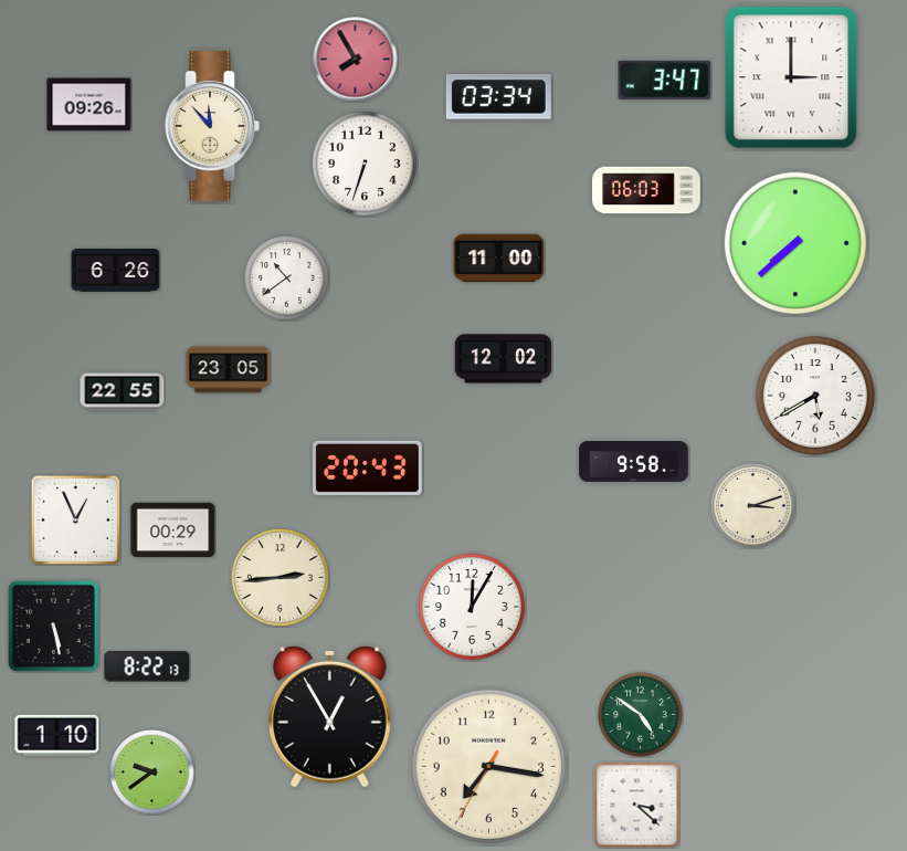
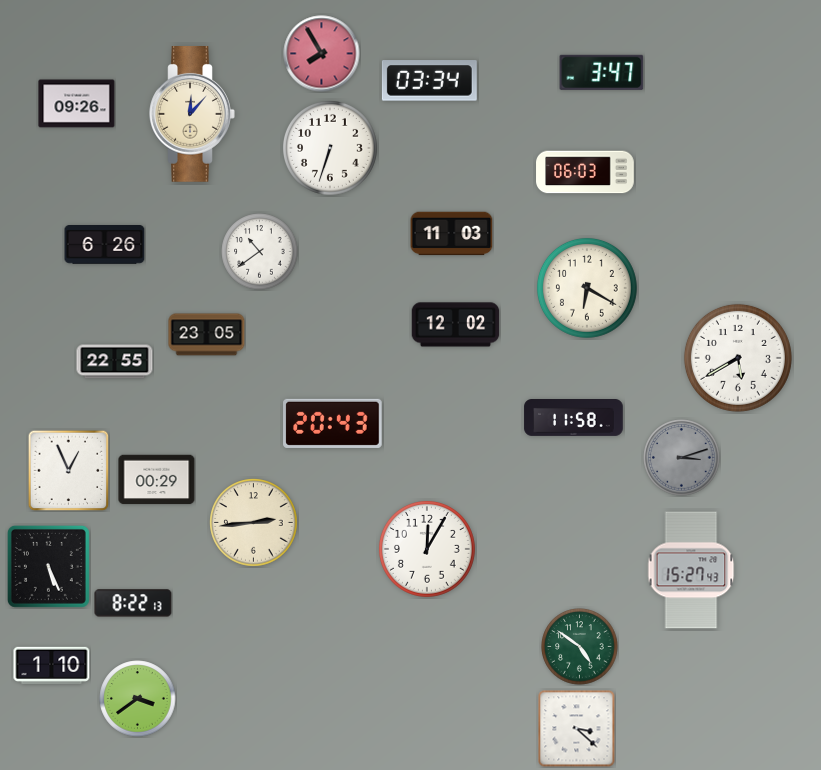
clock at (791, 77): 3:00 -> none
clock at (498, 97) position: (498, 97) -> (429, 81)
clock at (89, 105) position: (89, 105) -> (77, 104)
clock at (212, 127): 11:53 -> 12:07
clock at (795, 243): 7:38 -> none
clock at (499, 259): 11:00 -> 11:03
clock at (587, 288): none -> 6:20
clock at (123, 392) position: (123, 392) -> (115, 362)
clock at (634, 462): 9:58 -> 11:58
clock at (753, 506) dial: cream -> grey
clock at (53, 626): 5:28 -> 5:26
clock at (691, 570): none -> 15:27
clock at (330, 716): 12:55 -> none
clock at (488, 766): 7:16 -> none
clock at (152, 773): 9:39 -> 3:39
